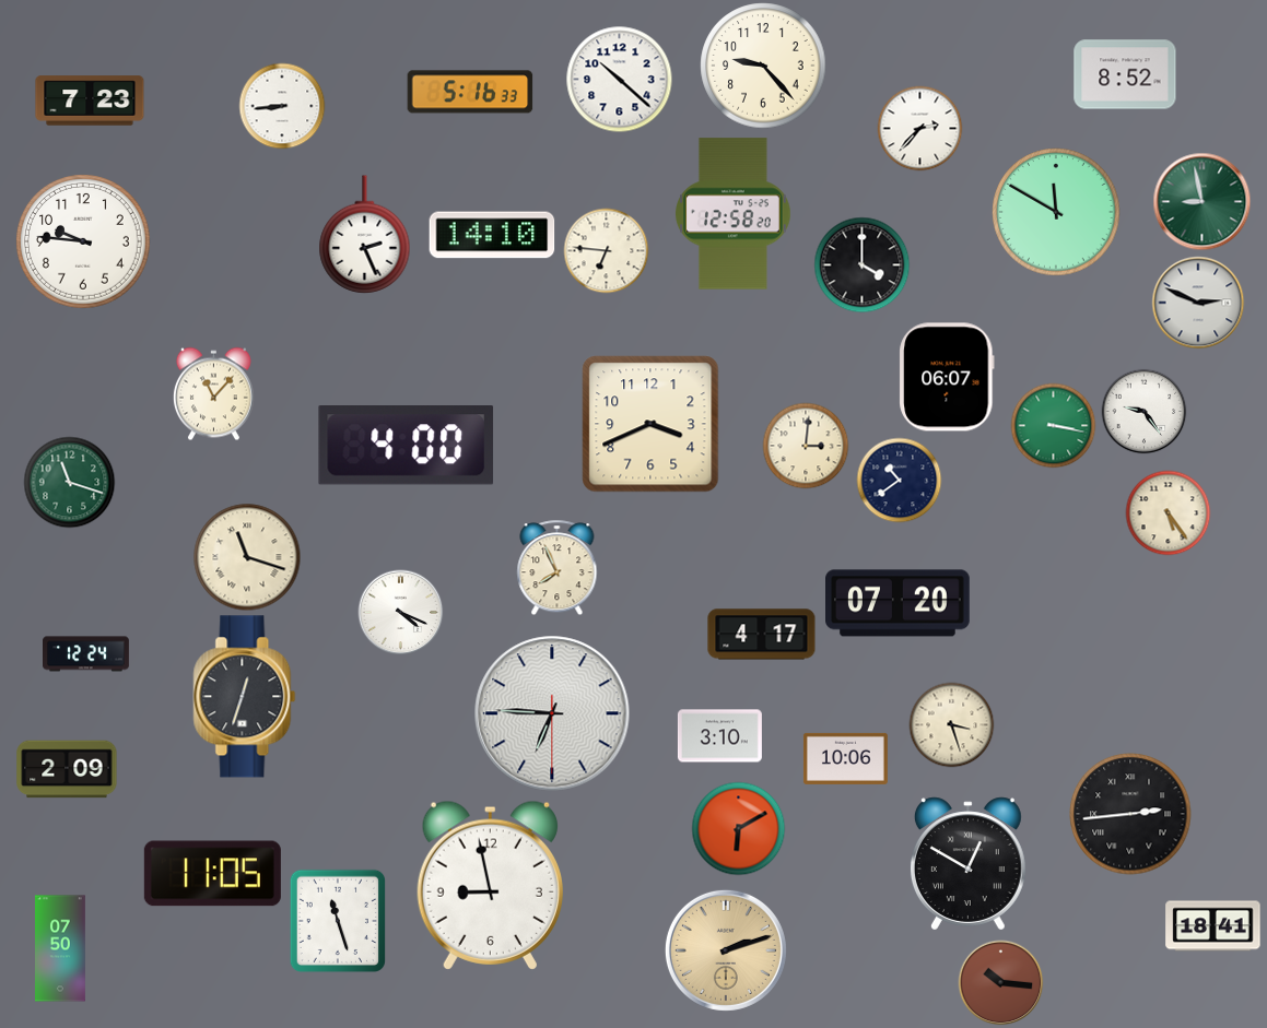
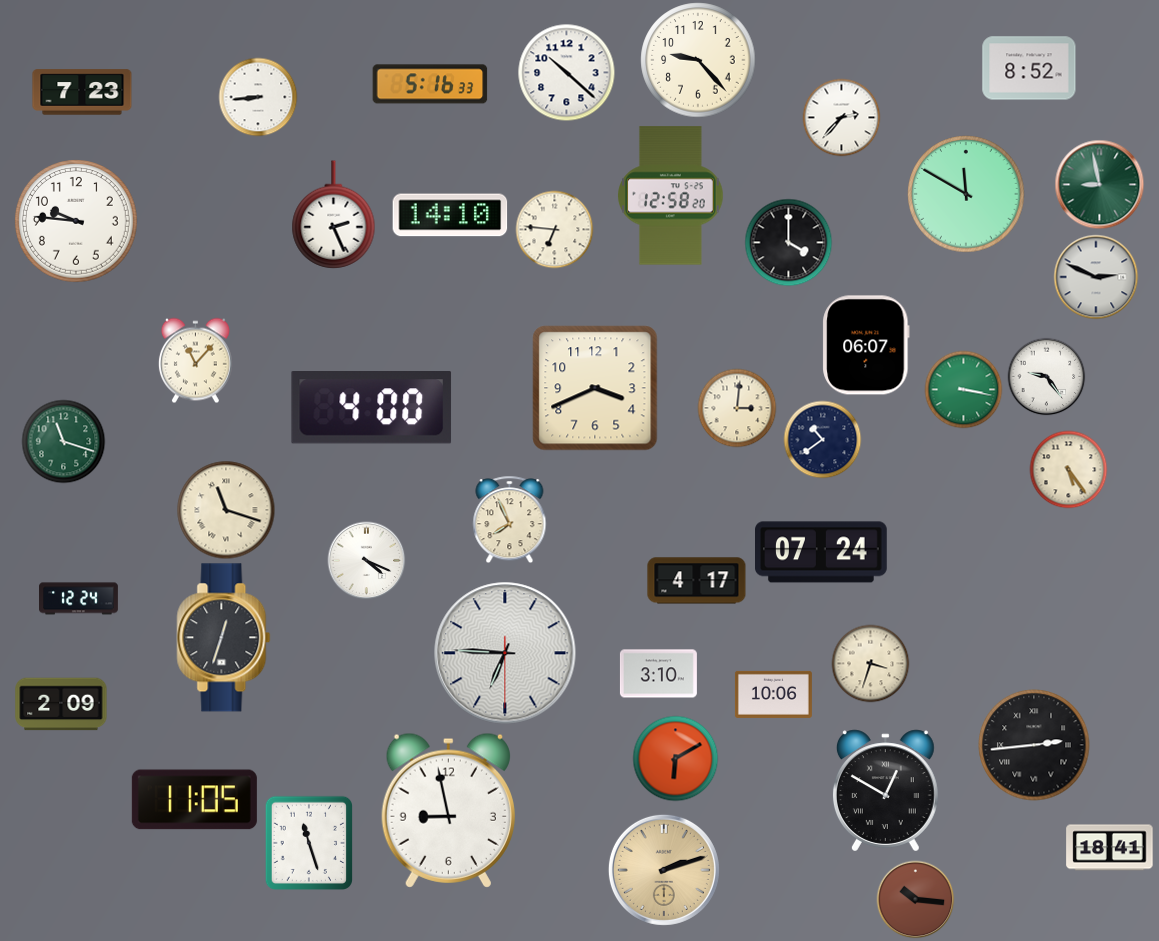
clock at (899, 603): 07:20 -> 07:24
clock at (951, 724): 3:27 -> 3:33
clock at (60, 948): 07:50 -> none
